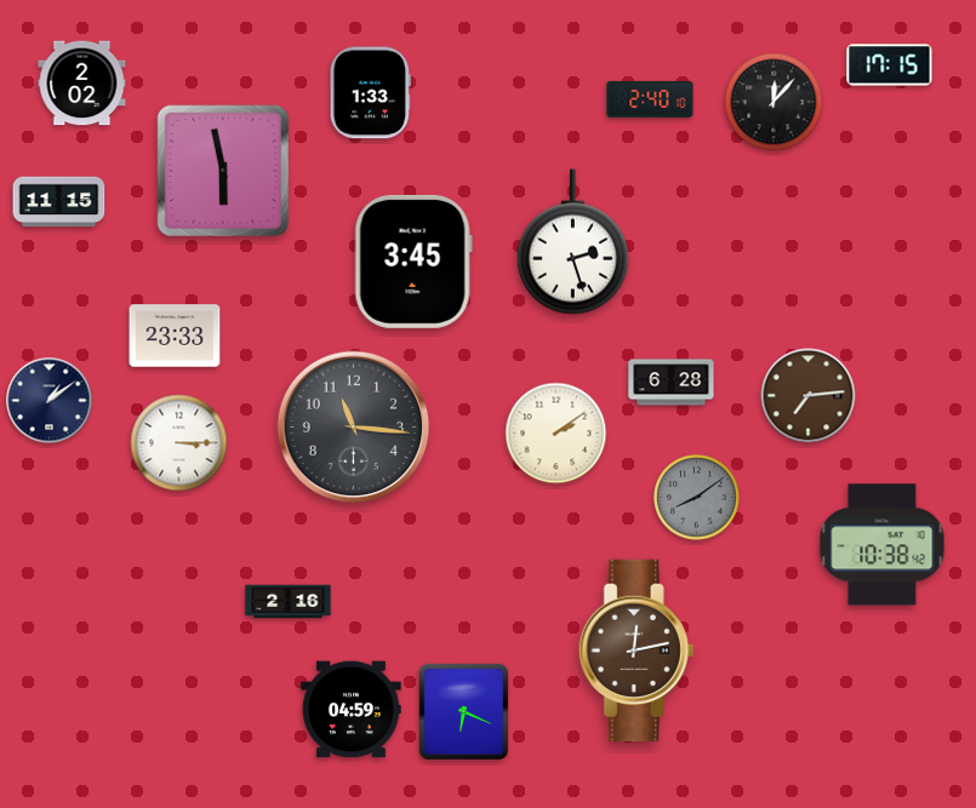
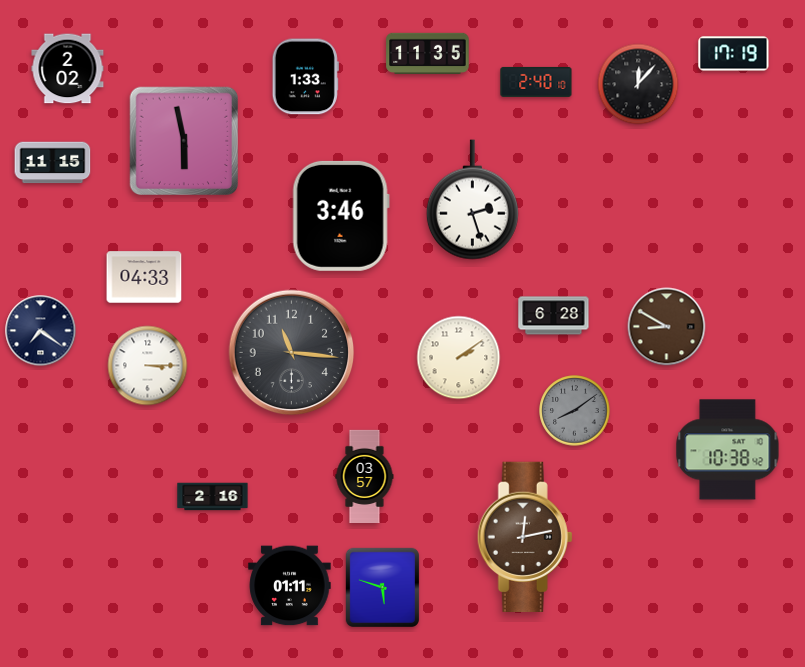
clock at (428, 53): none -> 11:35
clock at (890, 65): 17:15 -> 17:19
clock at (59, 202) position: (59, 202) -> (53, 163)
clock at (413, 262): 3:45 -> 3:46
clock at (175, 336): 23:33 -> 04:33
clock at (809, 396): 7:14 -> 8:50
clock at (50, 401): 1:09 -> 7:21
clock at (365, 476): none -> 03:57
clock at (289, 602) position: (289, 602) -> (213, 497)
clock at (352, 710): 04:59 -> 01:11
clock at (463, 711): 6:19 -> 5:48
